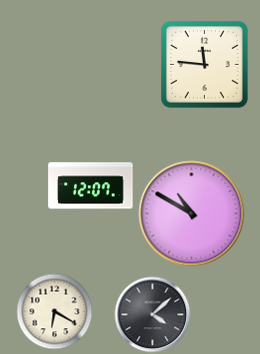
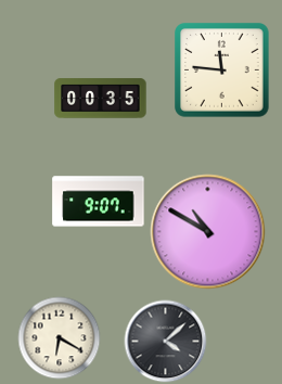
clock at (101, 99): none -> 00:35
clock at (91, 186): 12:07 -> 9:07
